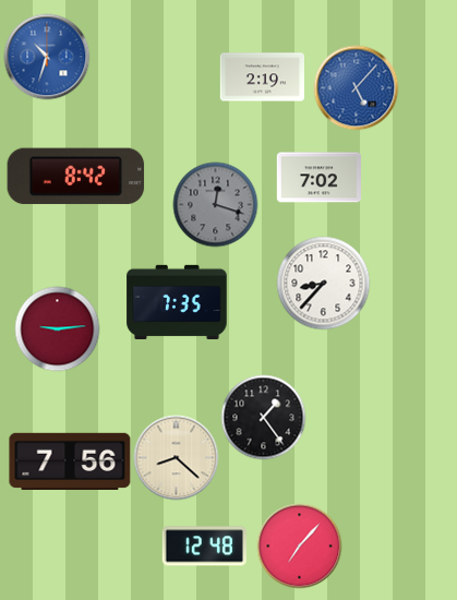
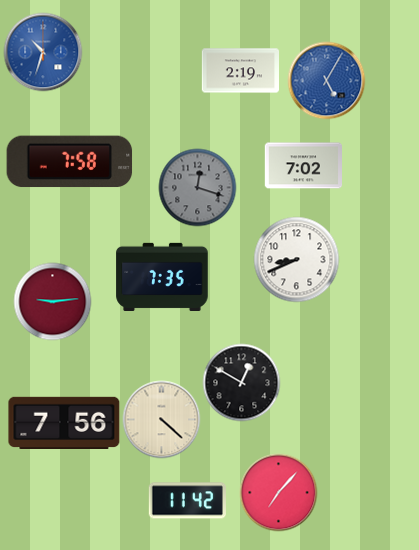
clock at (356, 87): 5:07 -> 5:05
clock at (76, 177): 8:42 -> 7:58
clock at (318, 178) position: (318, 178) -> (303, 166)
clock at (323, 283): 8:37 -> 8:41
clock at (263, 417): 1:24 -> 12:50
clock at (176, 457): 8:22 -> 4:22
clock at (299, 545) position: (299, 545) -> (278, 492)
clock at (204, 547): 12:48 -> 11:42
